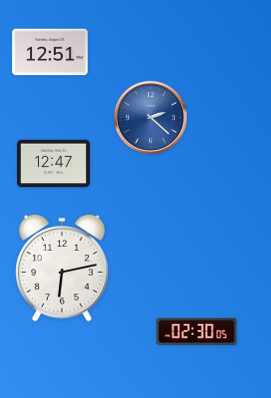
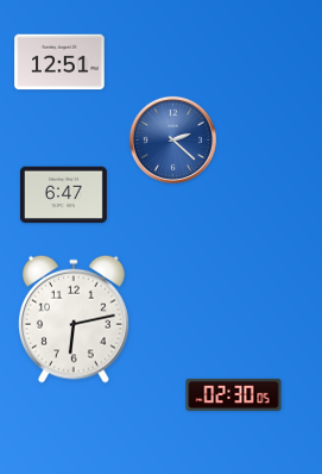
clock at (150, 117) position: (150, 117) -> (172, 139)
clock at (53, 164): 12:47 -> 6:47
